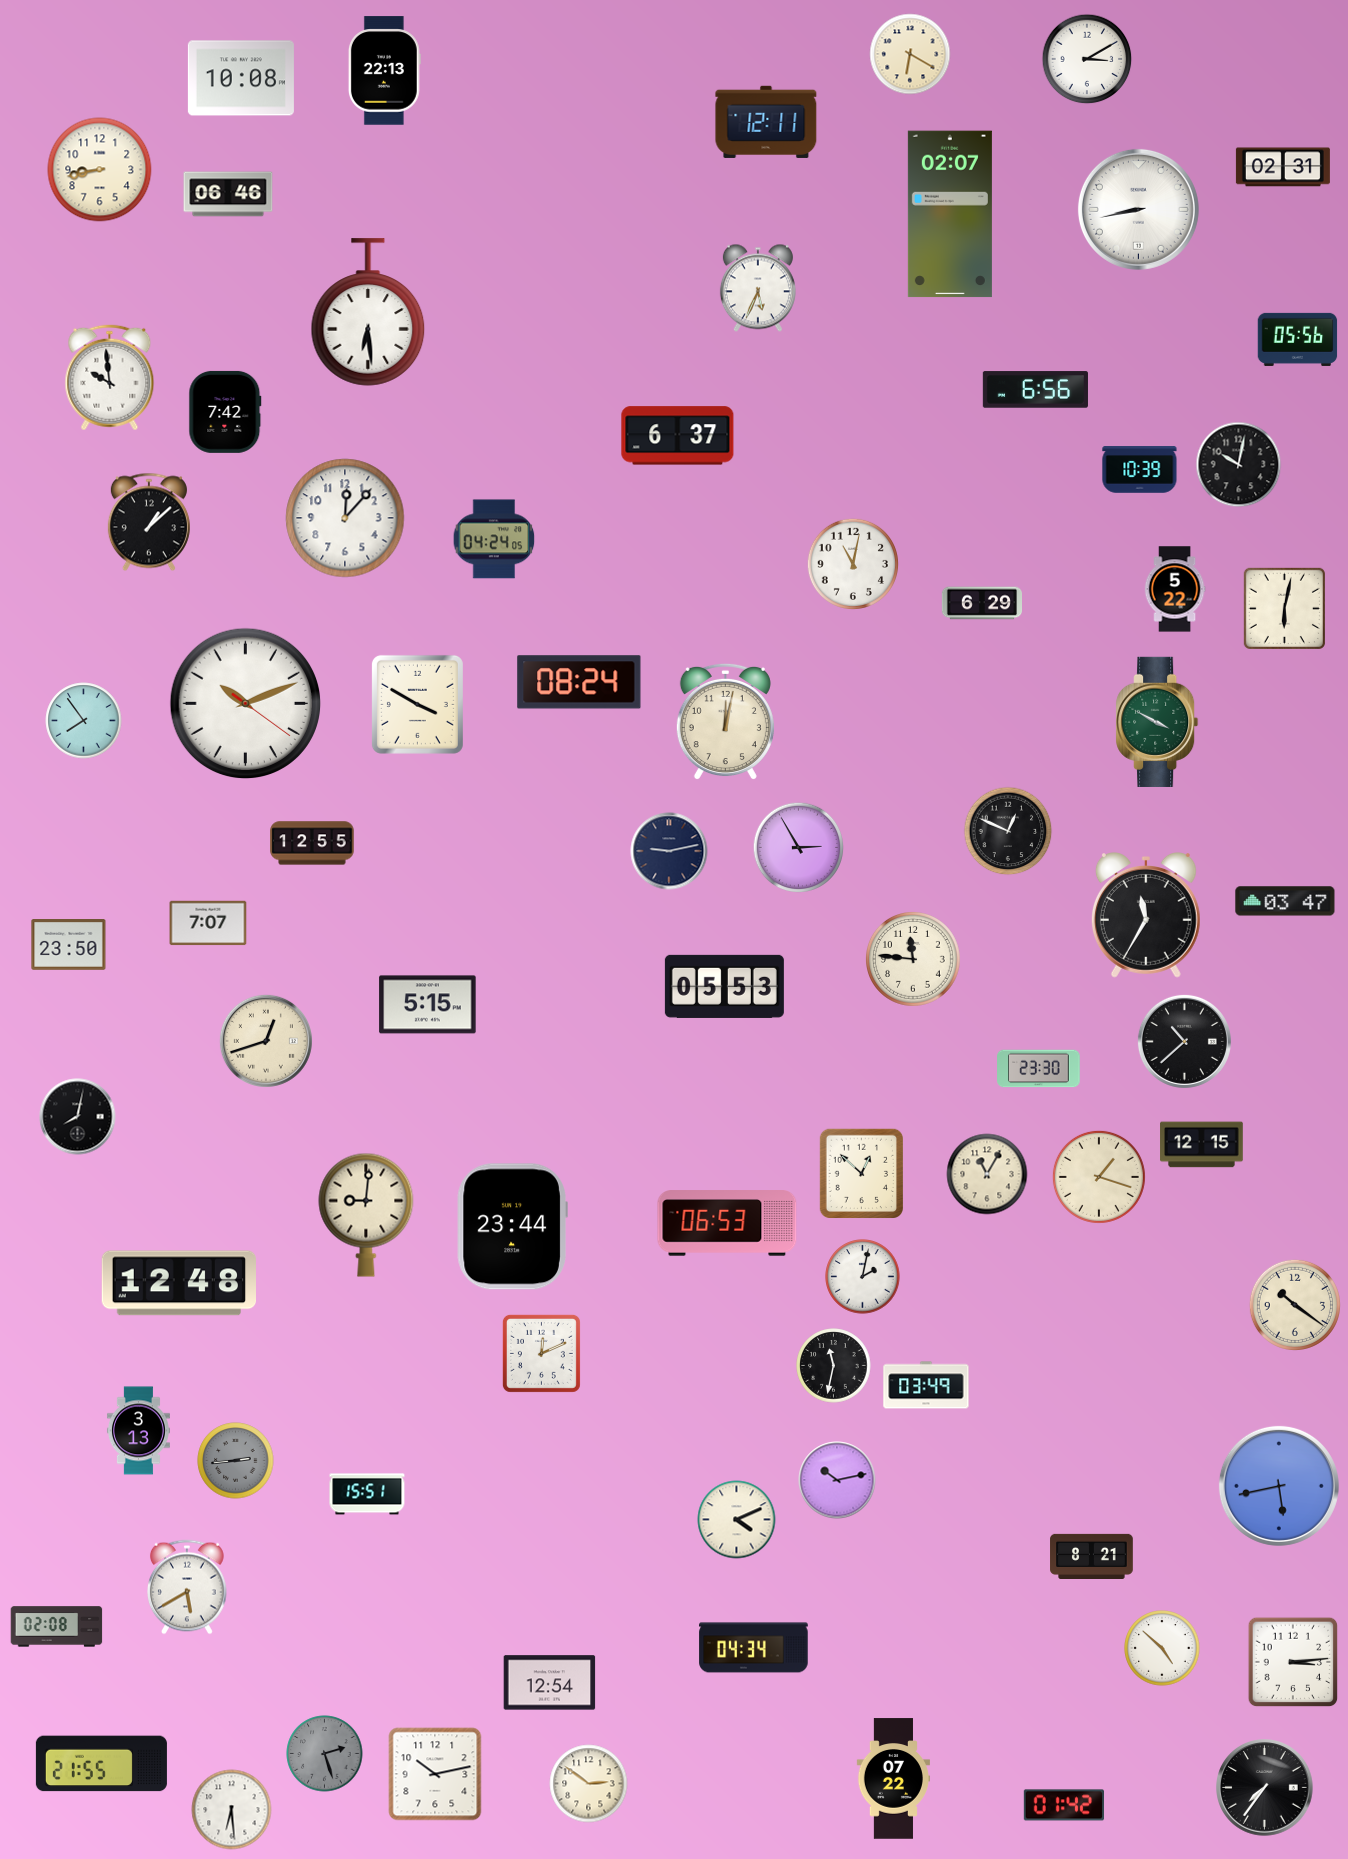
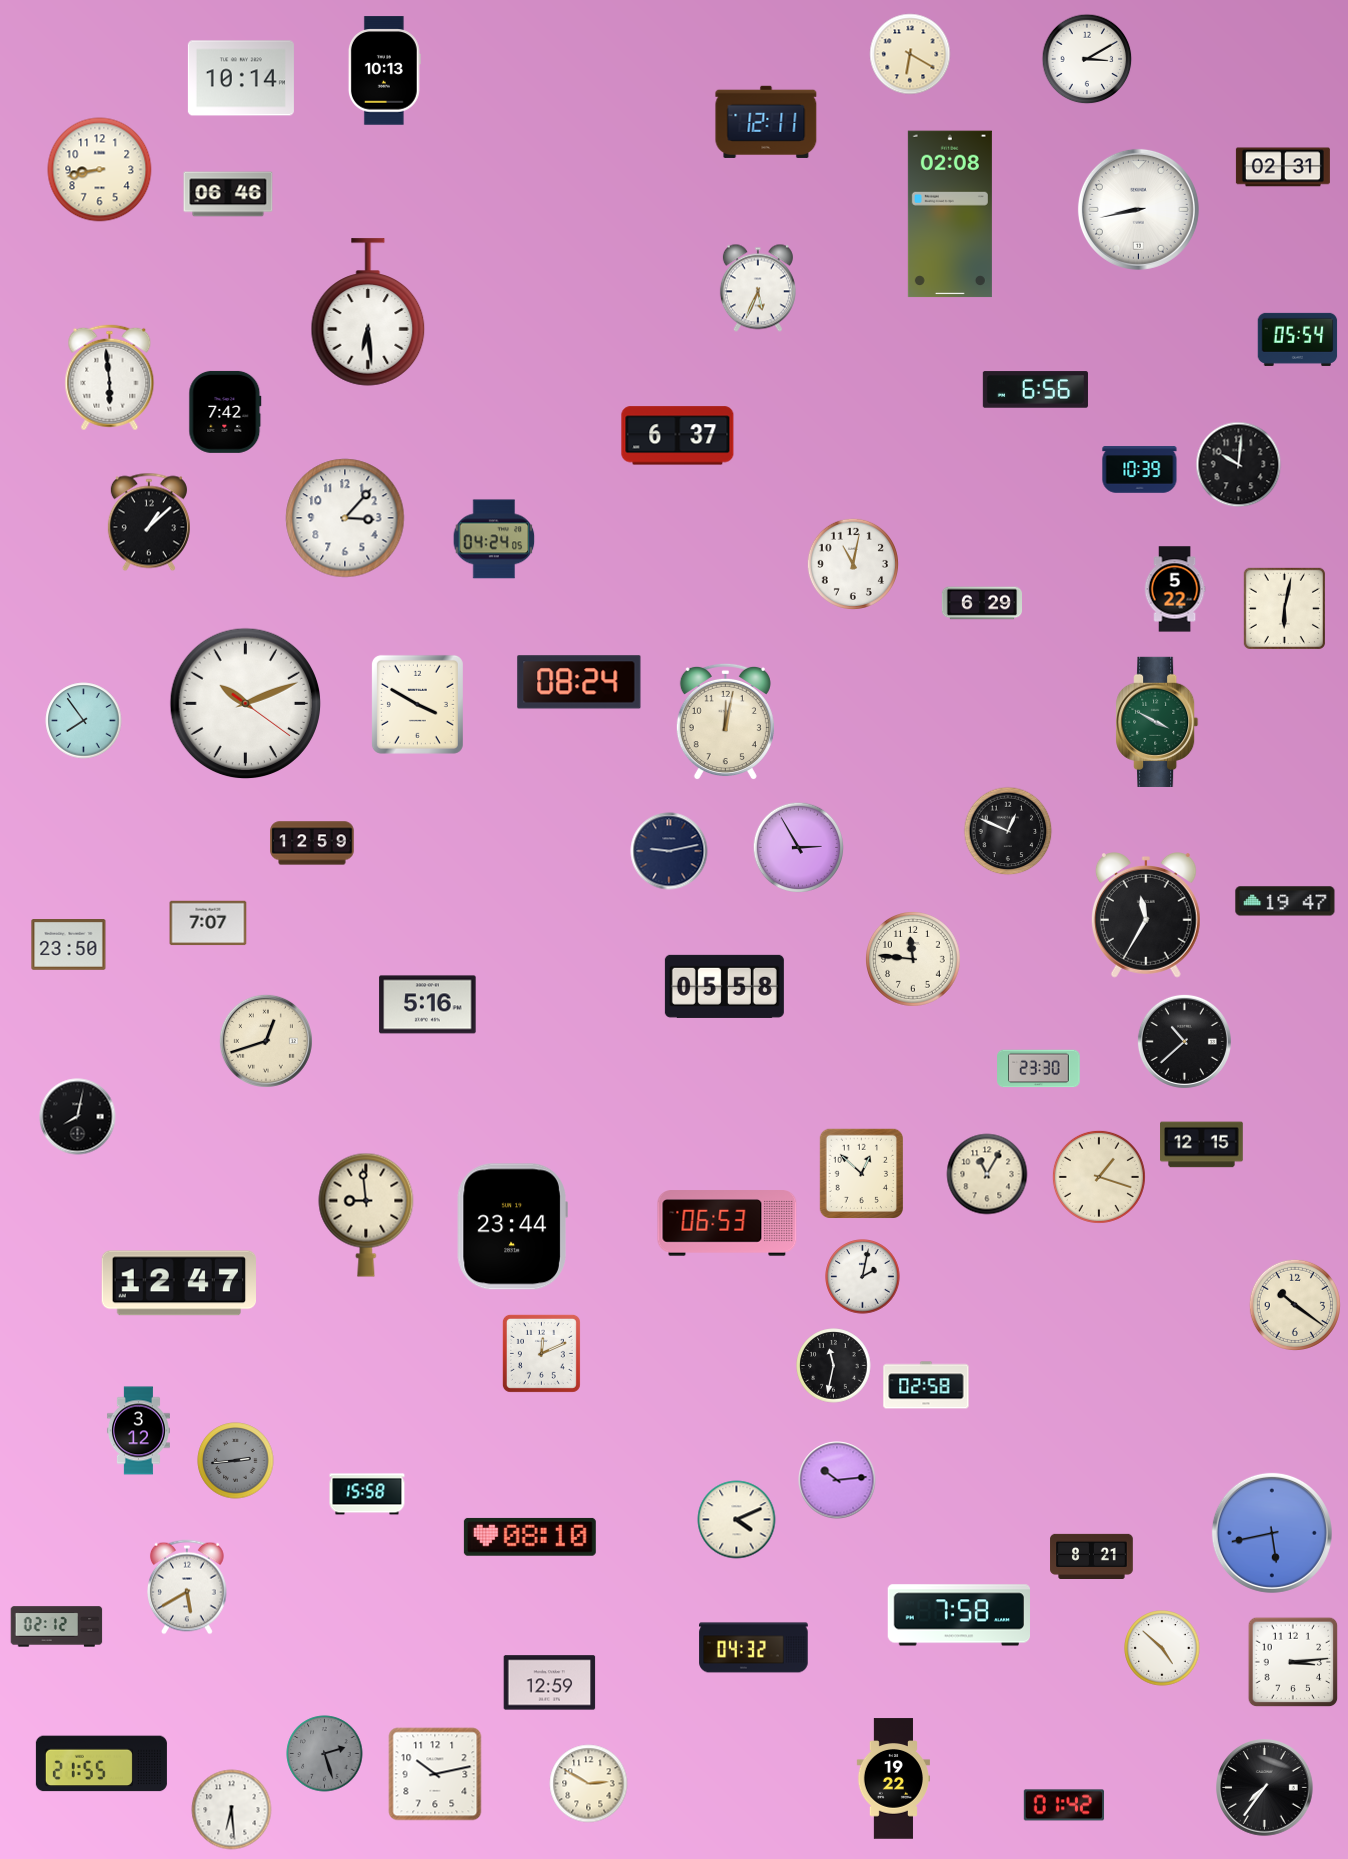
clock at (384, 71): 22:13 -> 10:13
clock at (241, 78): 10:08 -> 10:14
clock at (950, 214): 02:07 -> 02:08
clock at (1298, 339): 05:56 -> 05:54
clock at (110, 378): 9:59 -> 5:59
clock at (1239, 465): 10:02 -> 10:01
clock at (345, 518): 12:07 -> 3:07
clock at (312, 843): 12:55 -> 12:59
clock at (1285, 901): 03:47 -> 19:47
clock at (724, 986): 05:53 -> 05:58
clock at (428, 1005): 5:15 -> 5:16
clock at (366, 1215): 9:01 -> 8:59
clock at (178, 1283): 12:48 -> 12:47
clock at (926, 1385): 03:49 -> 02:58
clock at (138, 1431): 3:13 -> 3:12
clock at (837, 1480): 10:13 -> 10:14
clock at (1279, 1486) position: (1279, 1486) -> (1272, 1533)
clock at (367, 1494): 15:51 -> 15:58
clock at (530, 1537): none -> 08:10
clock at (958, 1615): none -> 7:58
clock at (57, 1627): 02:08 -> 02:12
clock at (754, 1648): 04:34 -> 04:32
clock at (550, 1683): 12:54 -> 12:59
clock at (893, 1779): 07:22 -> 19:22
clock at (589, 1784): 2:51 -> 2:50
